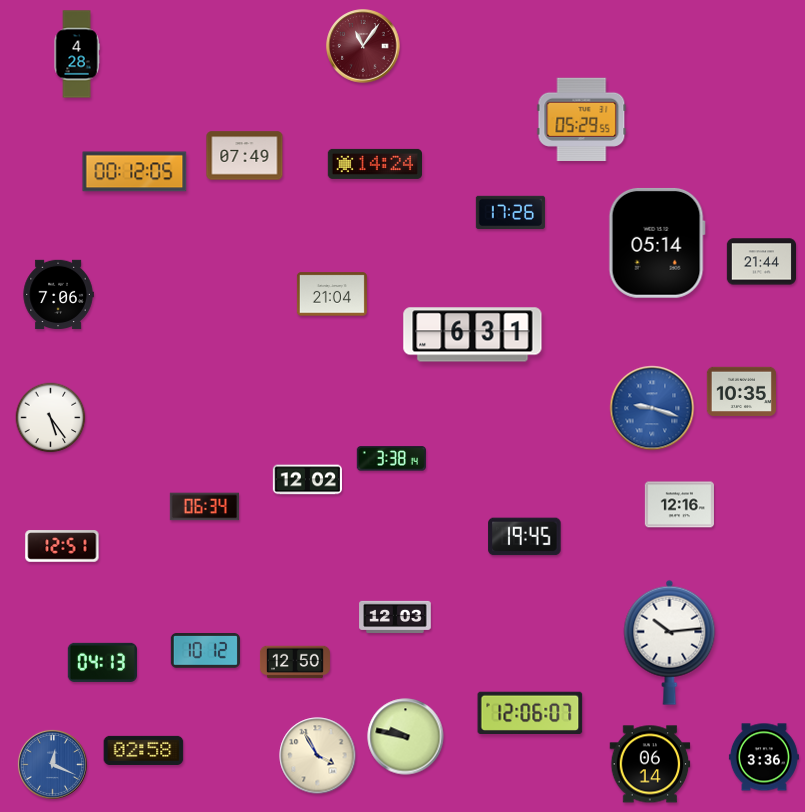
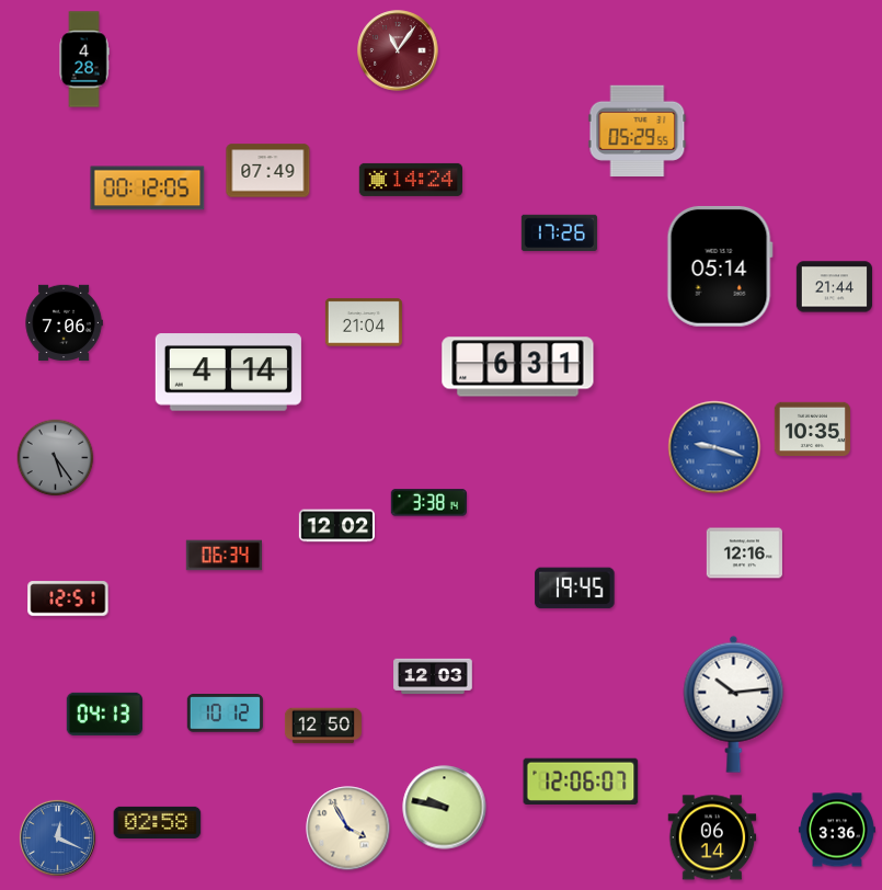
clock at (228, 373): none -> 4:14
clock at (51, 418) dial: white -> grey
clock at (102, 662) position: (102, 662) -> (104, 714)
